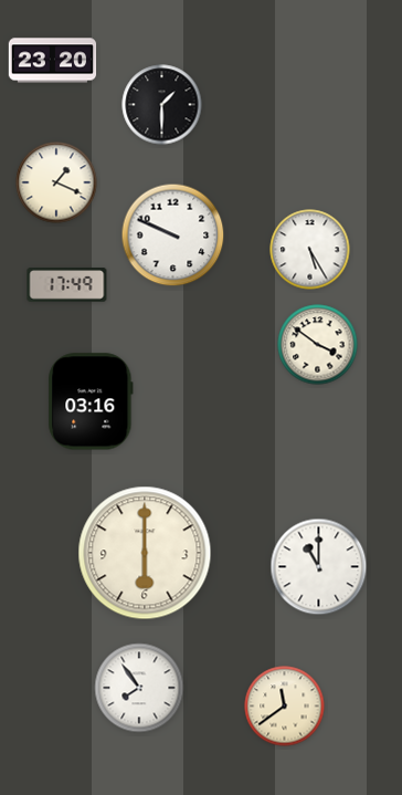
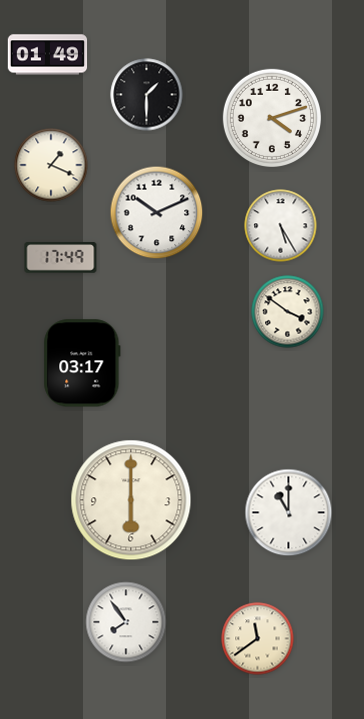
clock at (53, 61): 23:20 -> 01:49
clock at (271, 117): none -> 4:12
clock at (173, 236): 9:49 -> 10:11
clock at (91, 401): 03:16 -> 03:17
